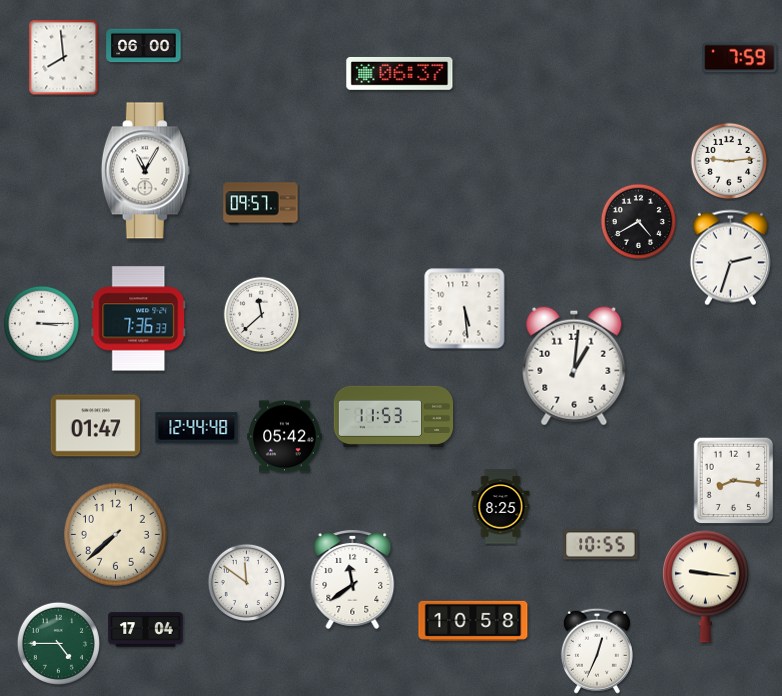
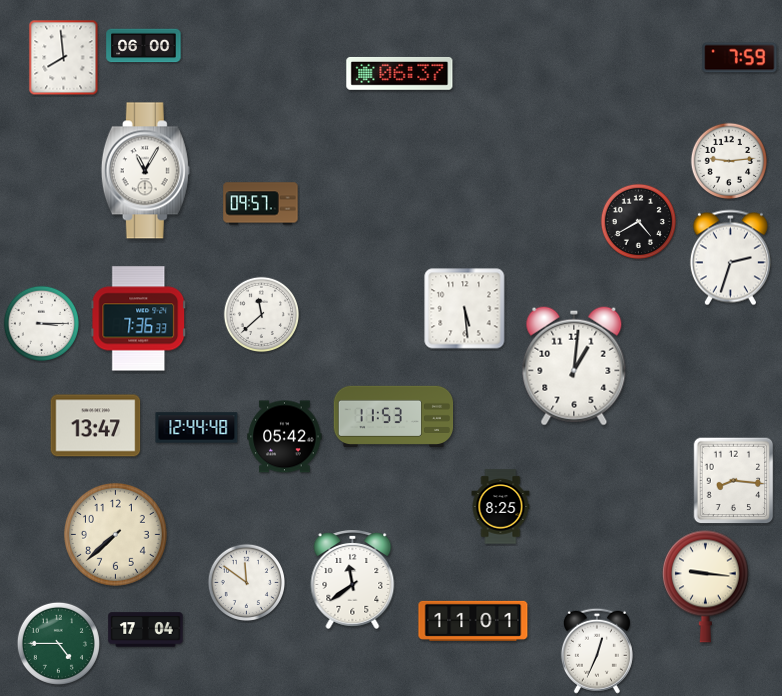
clock at (96, 426): 01:47 -> 13:47
clock at (601, 545): 10:55 -> none
clock at (473, 621): 10:58 -> 11:01
